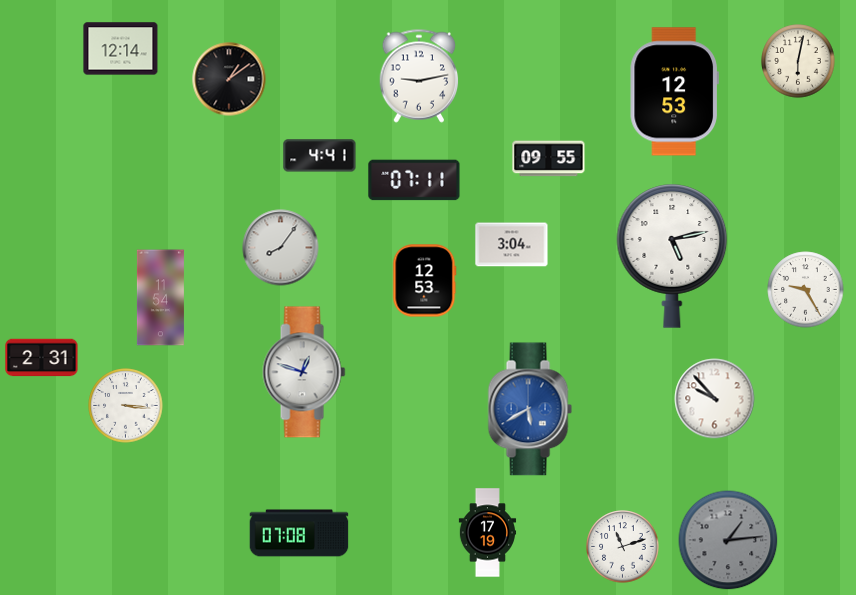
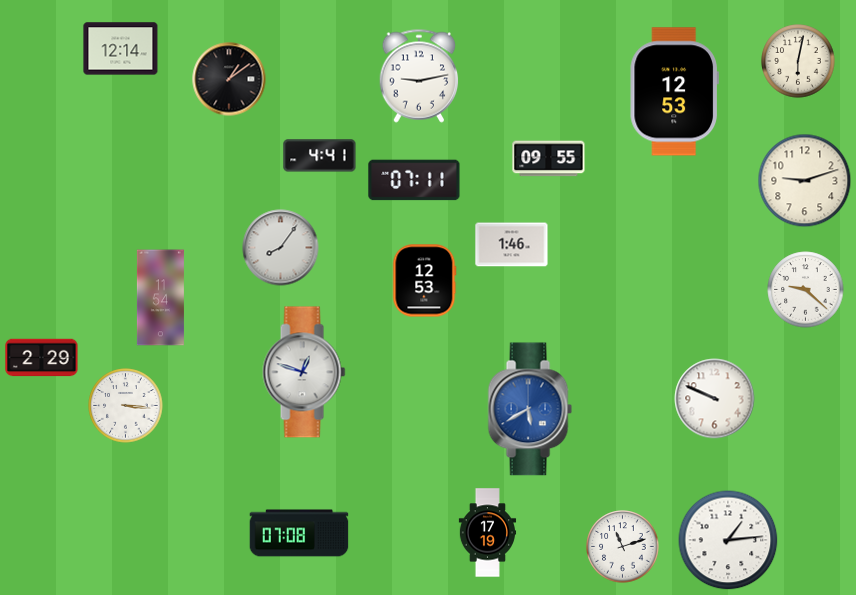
clock at (805, 181): none -> 9:12
clock at (512, 245): 3:04 -> 1:46
clock at (672, 256): 5:13 -> none
clock at (806, 290): 9:25 -> 9:22
clock at (42, 358): 2:31 -> 2:29
clock at (715, 399): 9:53 -> 9:49
clock at (728, 540) dial: grey -> white
